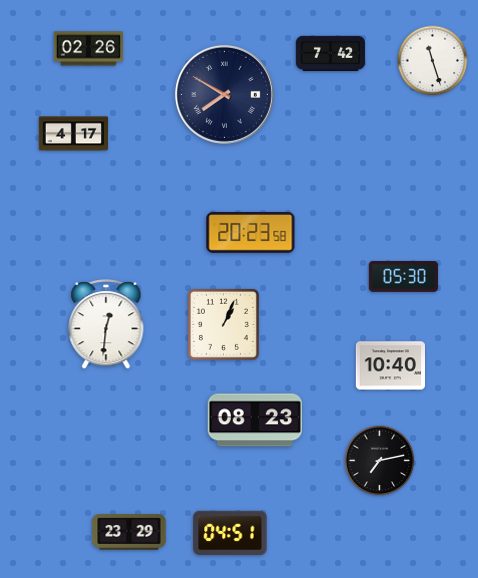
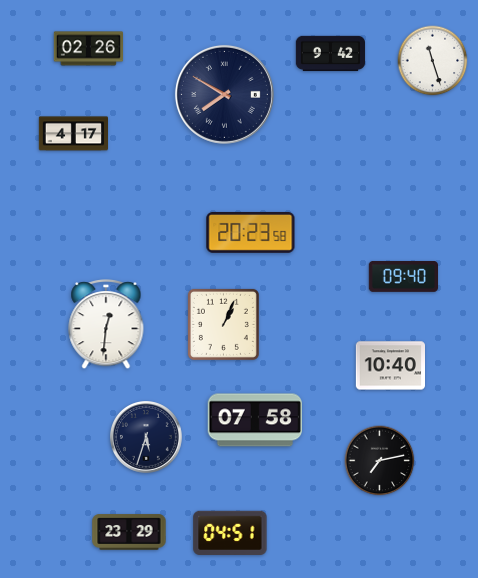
clock at (331, 54): 7:42 -> 9:42
clock at (403, 277): 05:30 -> 09:40
clock at (254, 420): 08:23 -> 07:58
clock at (147, 438): none -> 5:33
